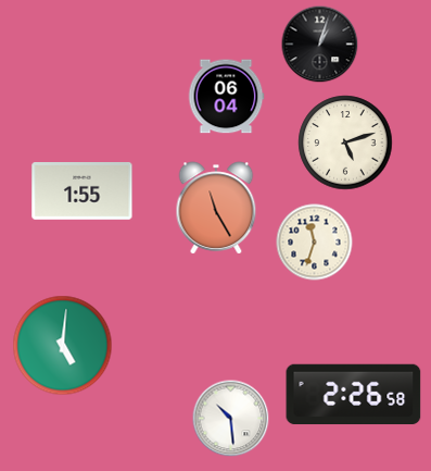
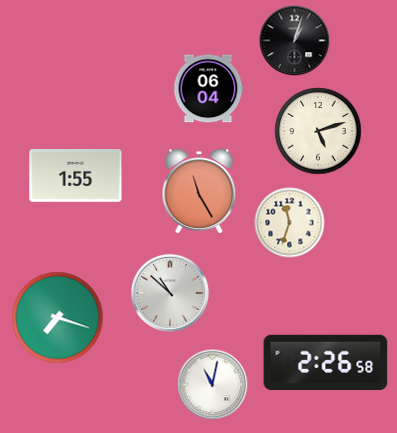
clock at (170, 293): none -> 10:52
clock at (63, 346): 5:01 -> 7:18
clock at (231, 419): 10:29 -> 11:02
